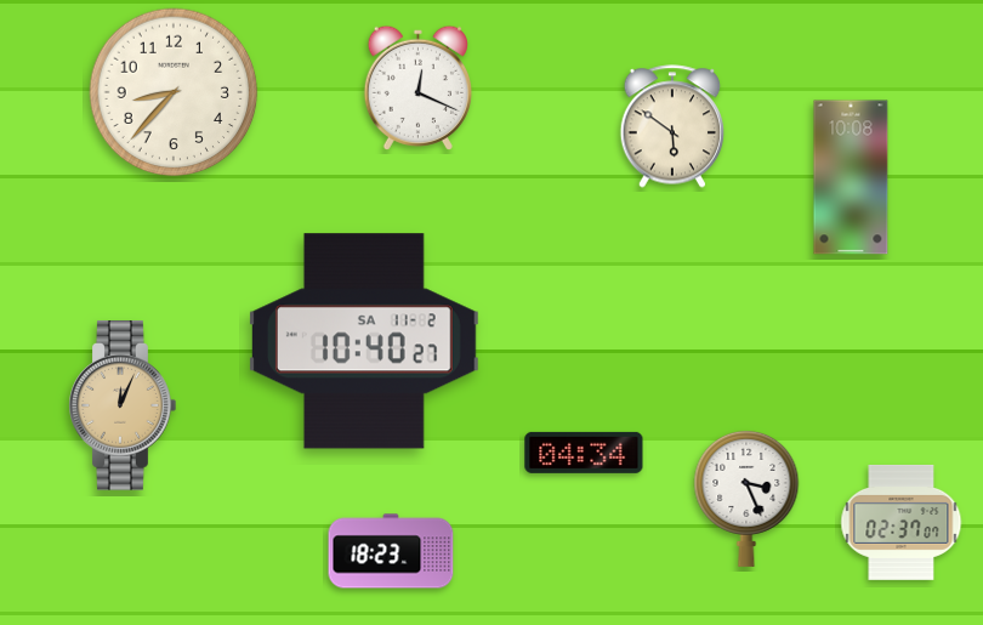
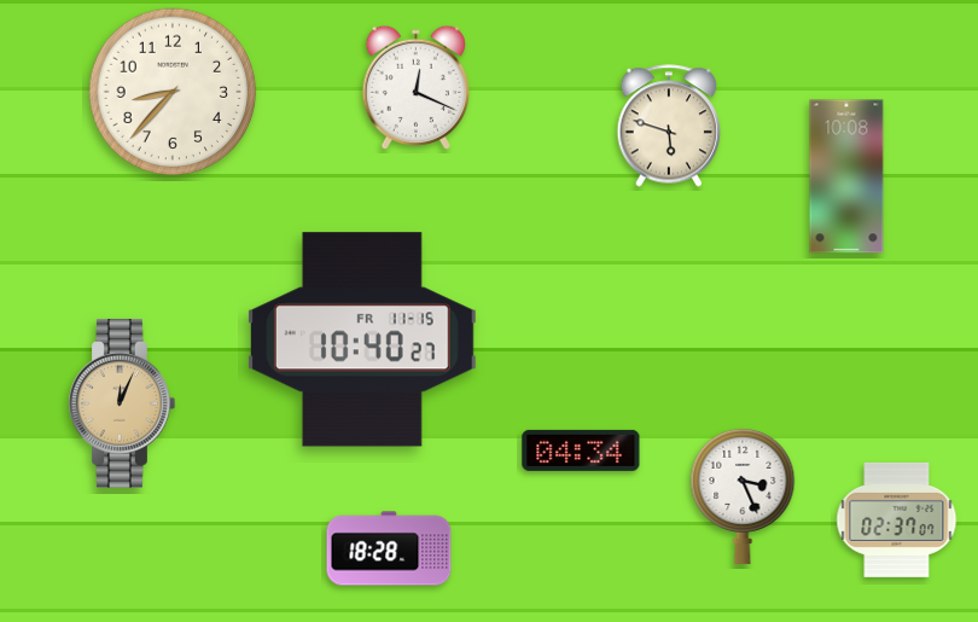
clock at (672, 126): 5:51 -> 5:48
clock at (364, 341) date: SA 11-2 -> FR 11-15
clock at (391, 551): 18:23 -> 18:28
